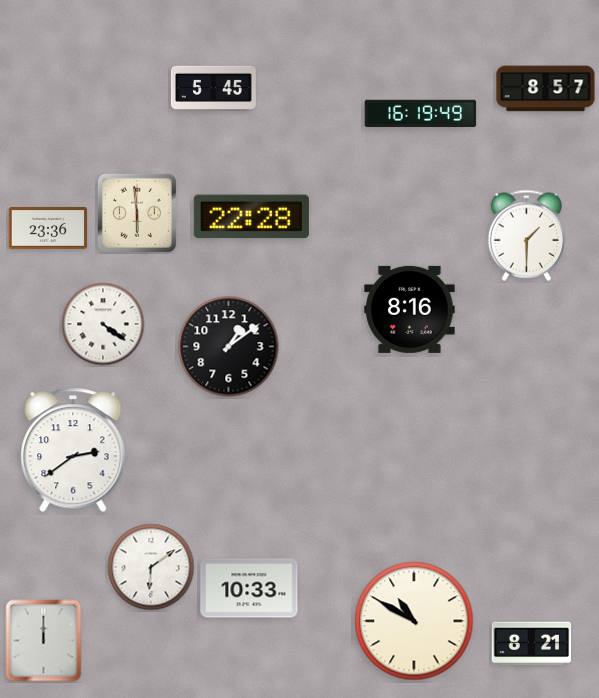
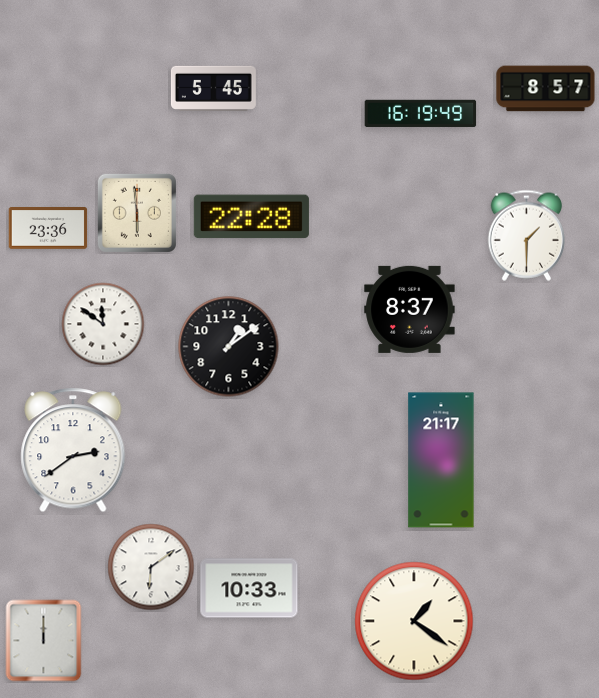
clock at (410, 309): 8:16 -> 8:37
clock at (103, 324): 4:21 -> 11:51
clock at (441, 460): none -> 21:17
clock at (414, 621): 10:50 -> 1:21
clock at (532, 644): 8:21 -> none
